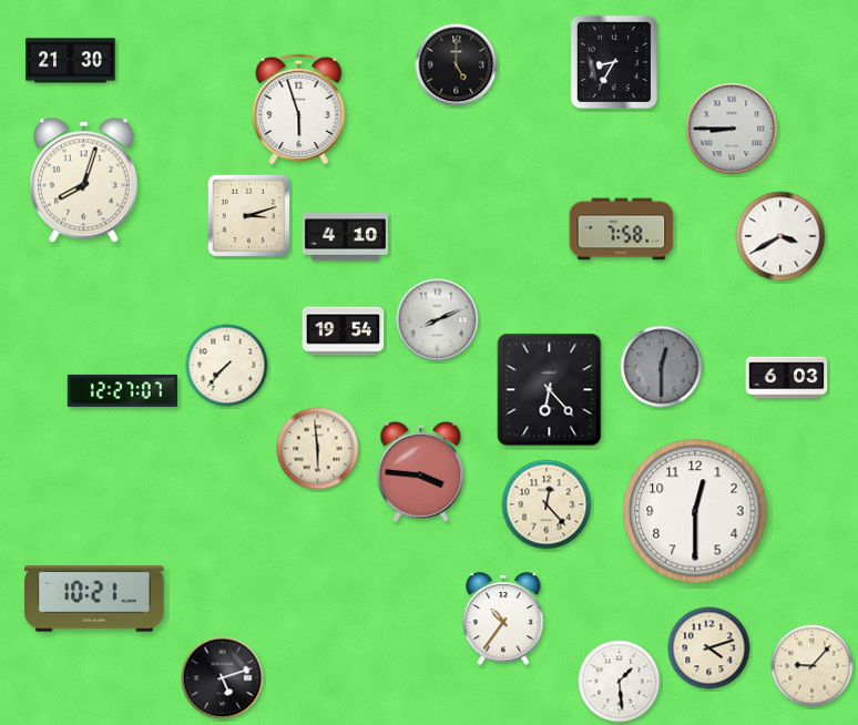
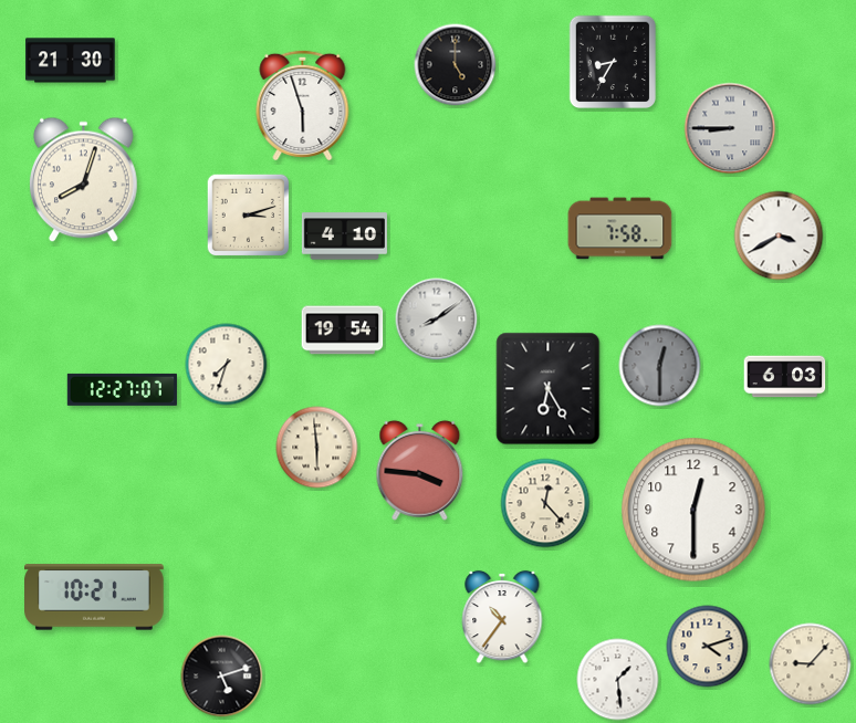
clock at (299, 108) position: (299, 108) -> (303, 104)
clock at (438, 320): 8:11 -> 8:09
clock at (227, 366): 7:37 -> 7:33
clock at (550, 390): 6:23 -> 6:25
